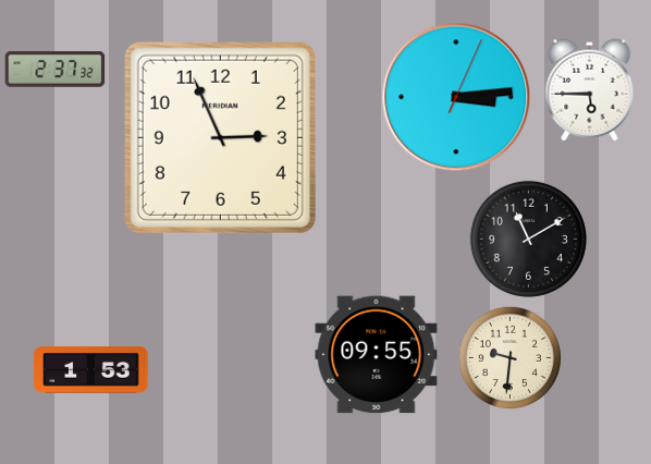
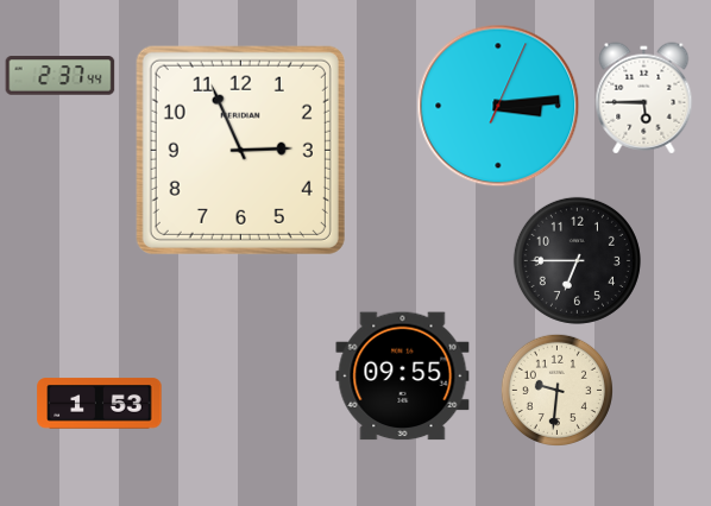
clock at (56, 70): 2:37:32 -> 2:37:44
clock at (528, 239): 11:10 -> 6:45
clock at (377, 355) position: (377, 355) -> (403, 377)
